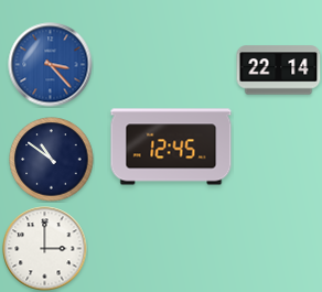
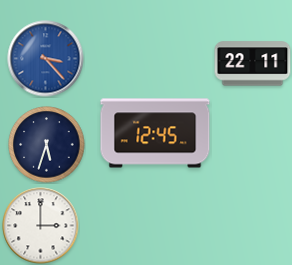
clock at (279, 71): 22:14 -> 22:11
clock at (52, 160): 10:51 -> 5:33
